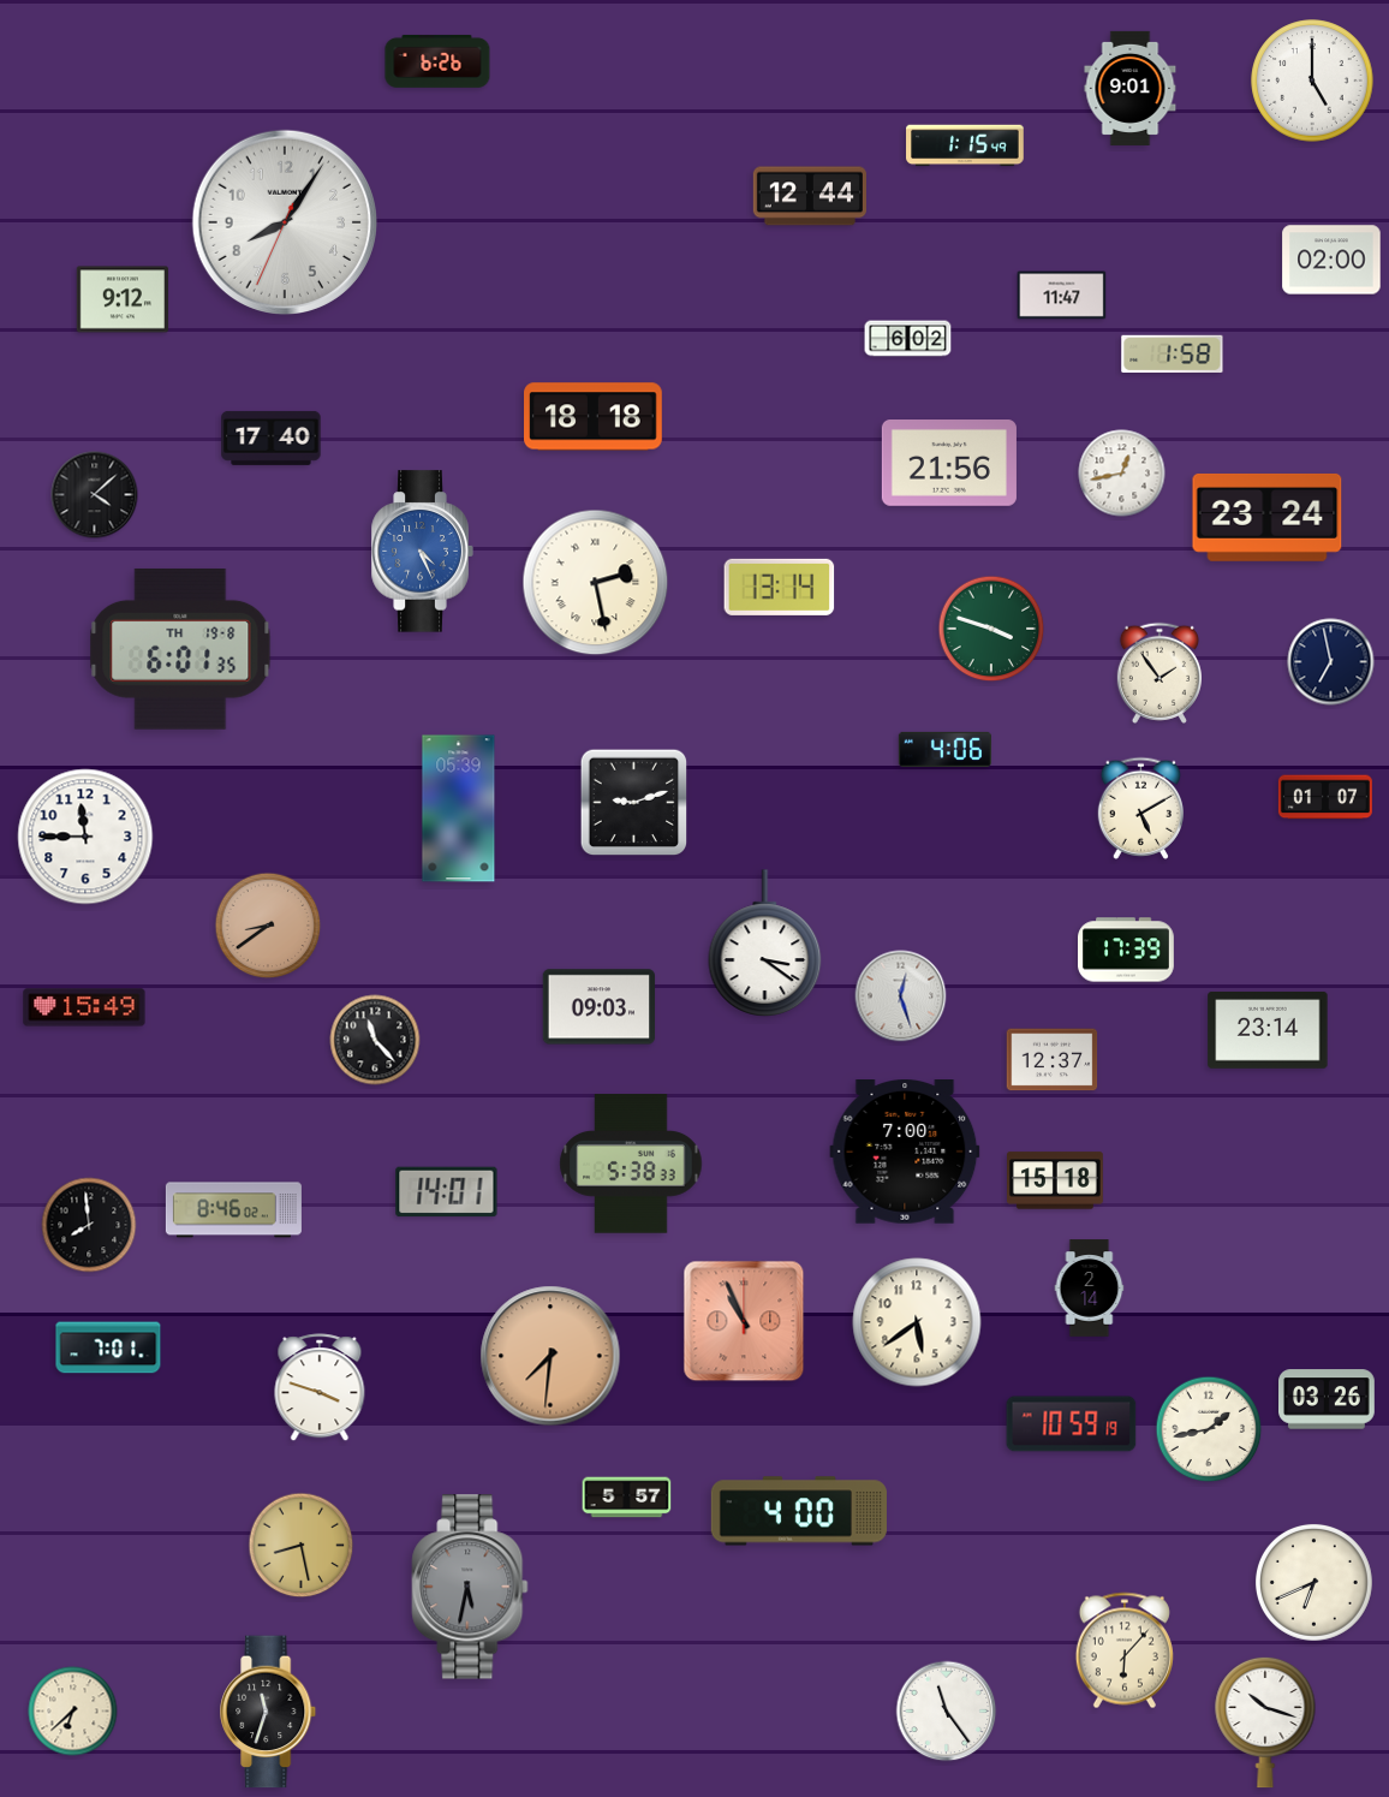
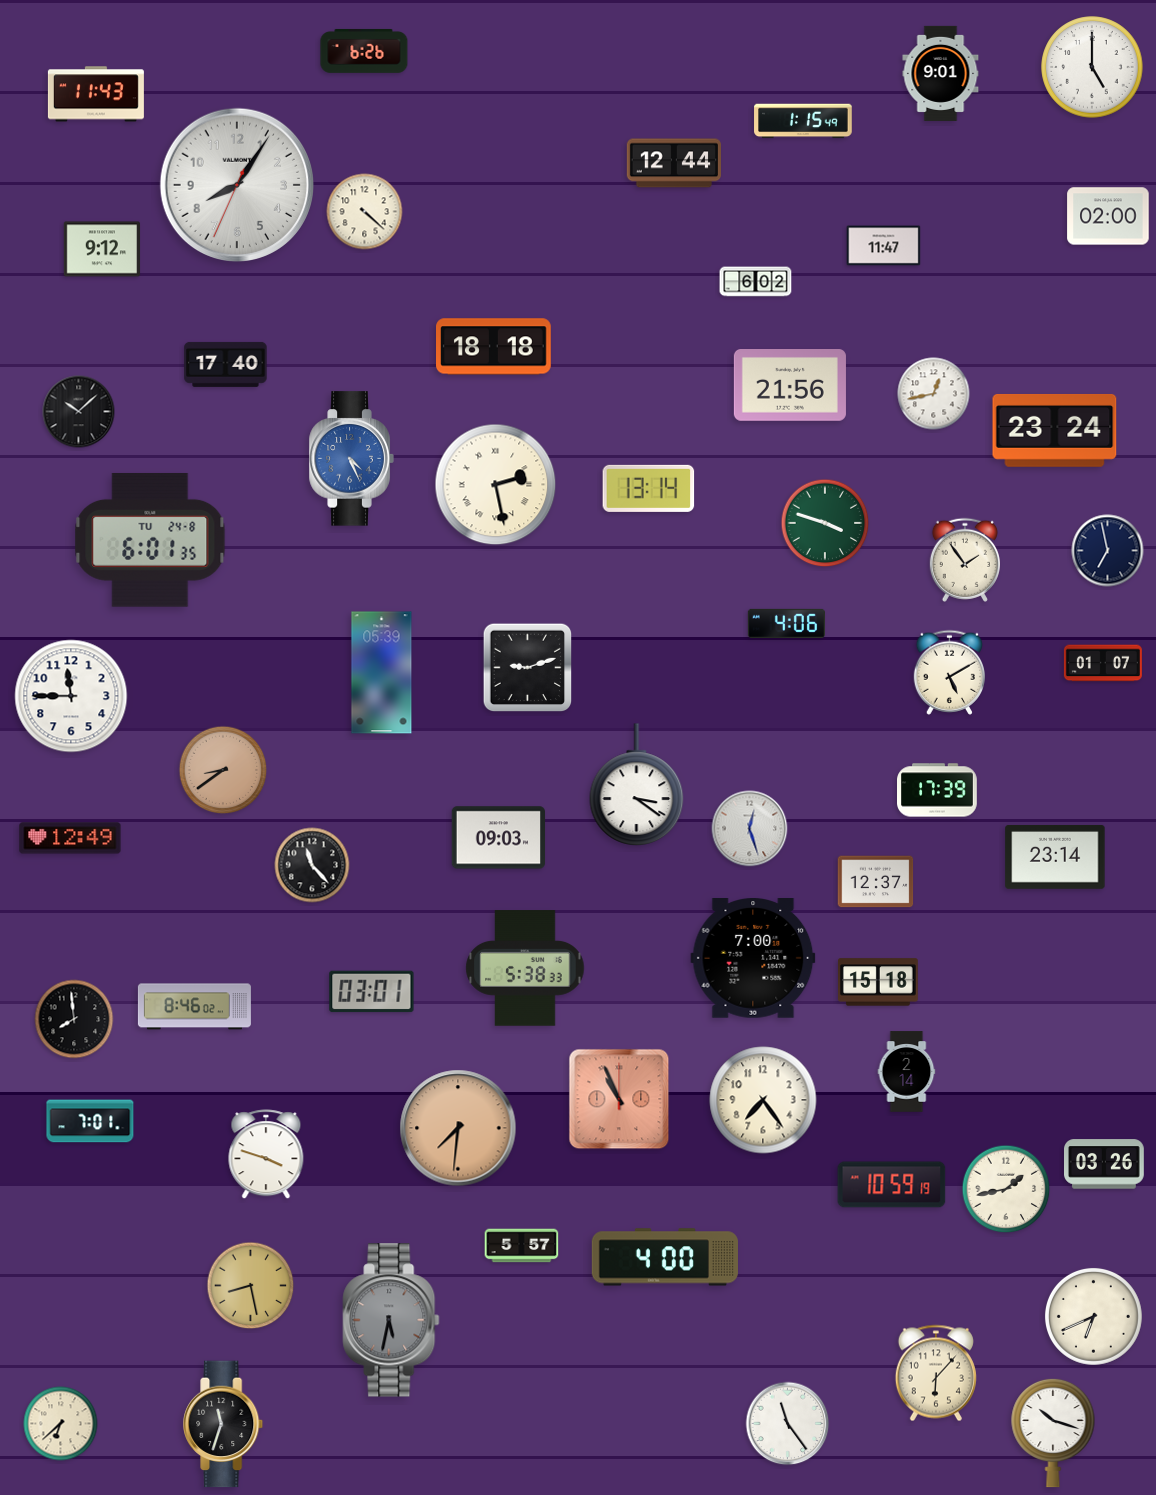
clock at (96, 94): none -> 11:43
clock at (365, 212): none -> 4:22
clock at (1173, 353): 1:58 -> none
clock at (95, 495): 4:08 -> 10:08
clock at (180, 649) date: TH 19-8 -> TU 24-8
clock at (84, 1007): 15:49 -> 12:49
clock at (447, 1192): 14:01 -> 03:01
clock at (917, 1322): 5:39 -> 7:24
